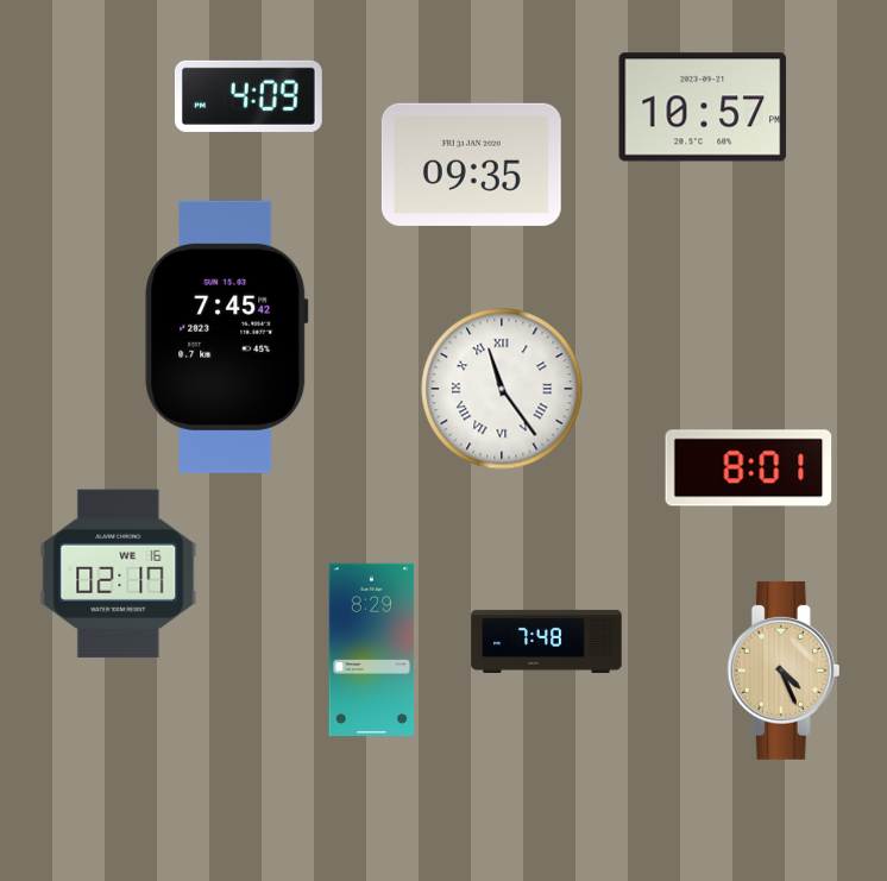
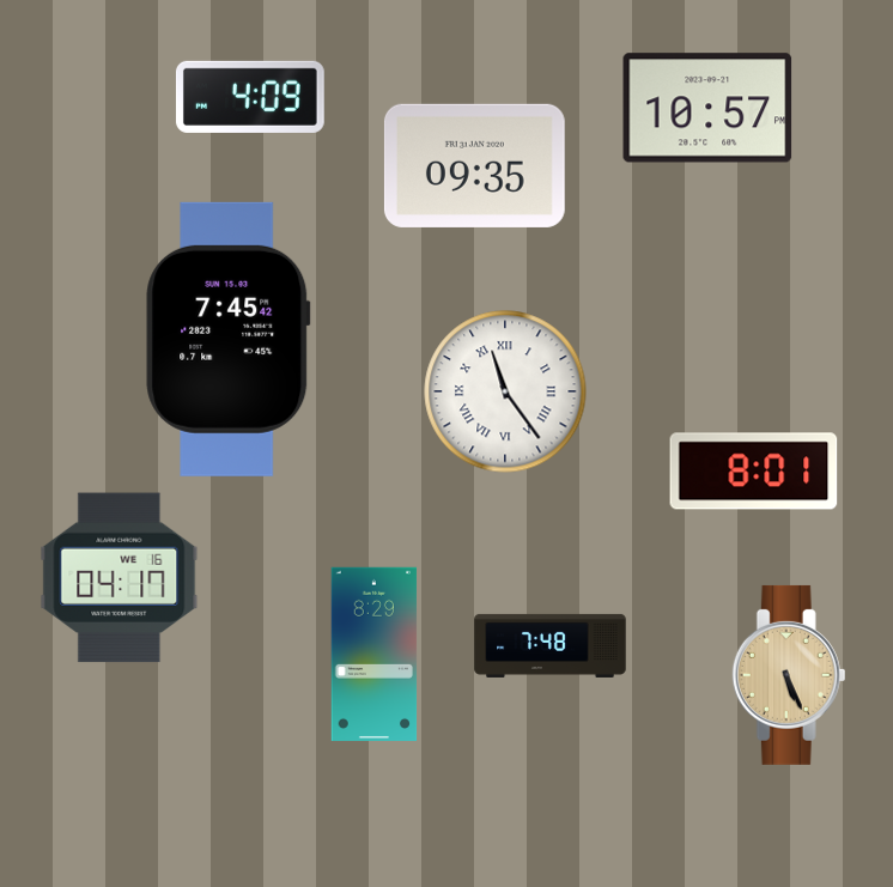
clock at (119, 574): 02:17 -> 04:17
clock at (784, 671): 4:26 -> 5:26
